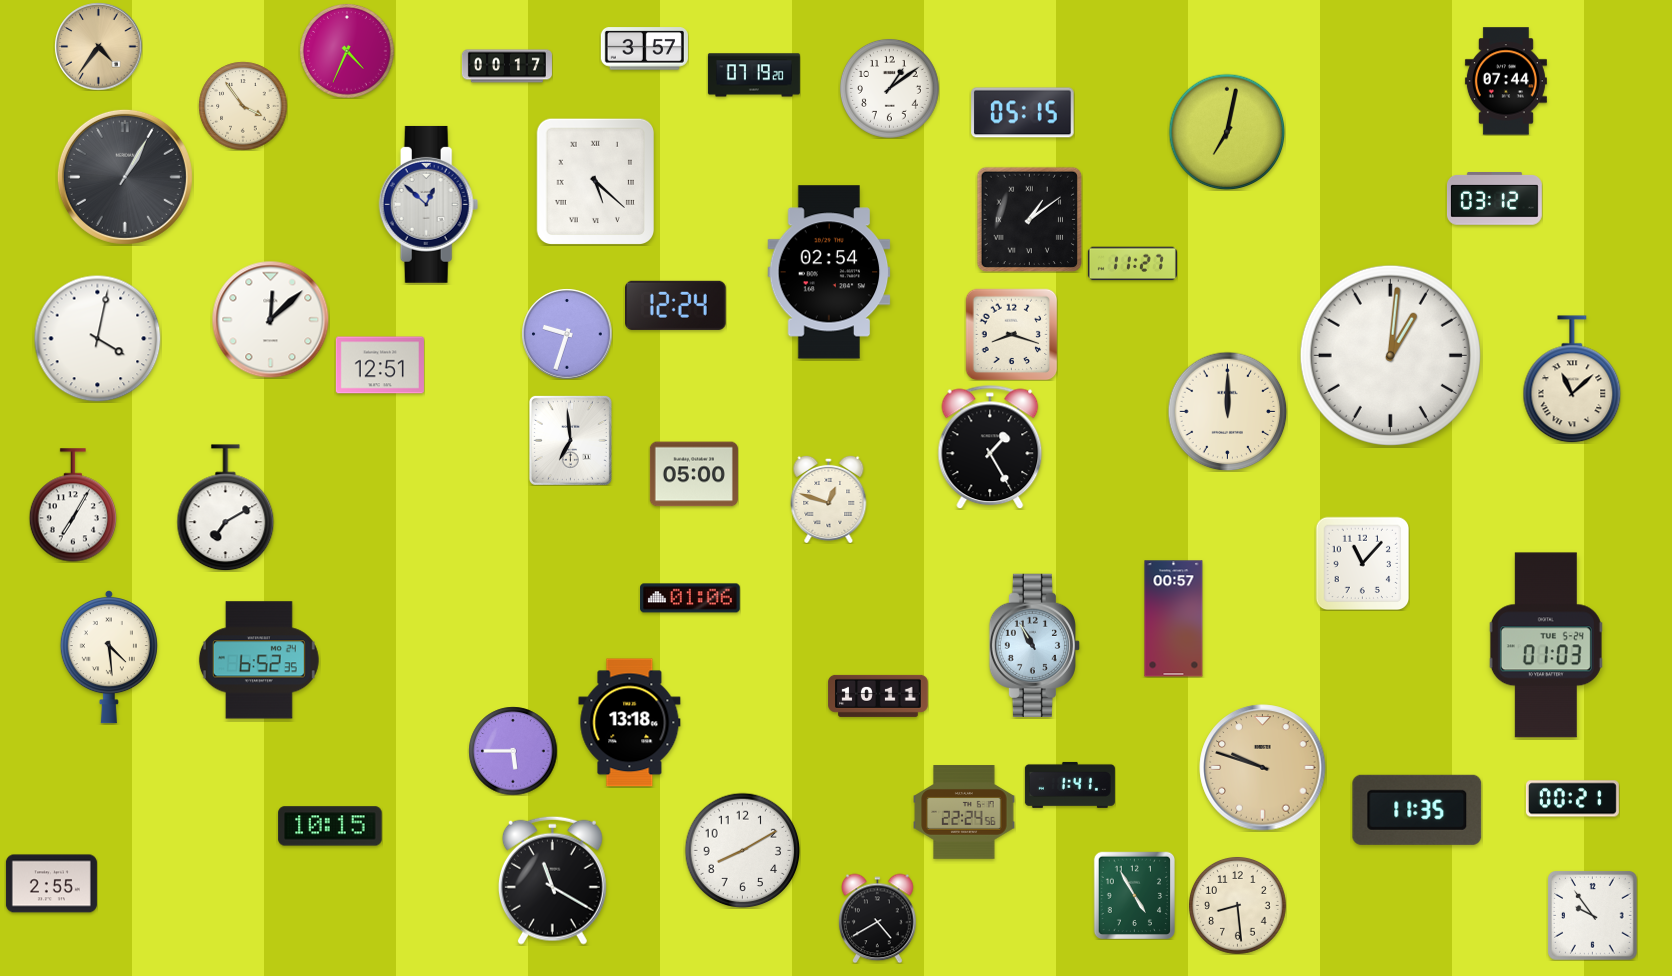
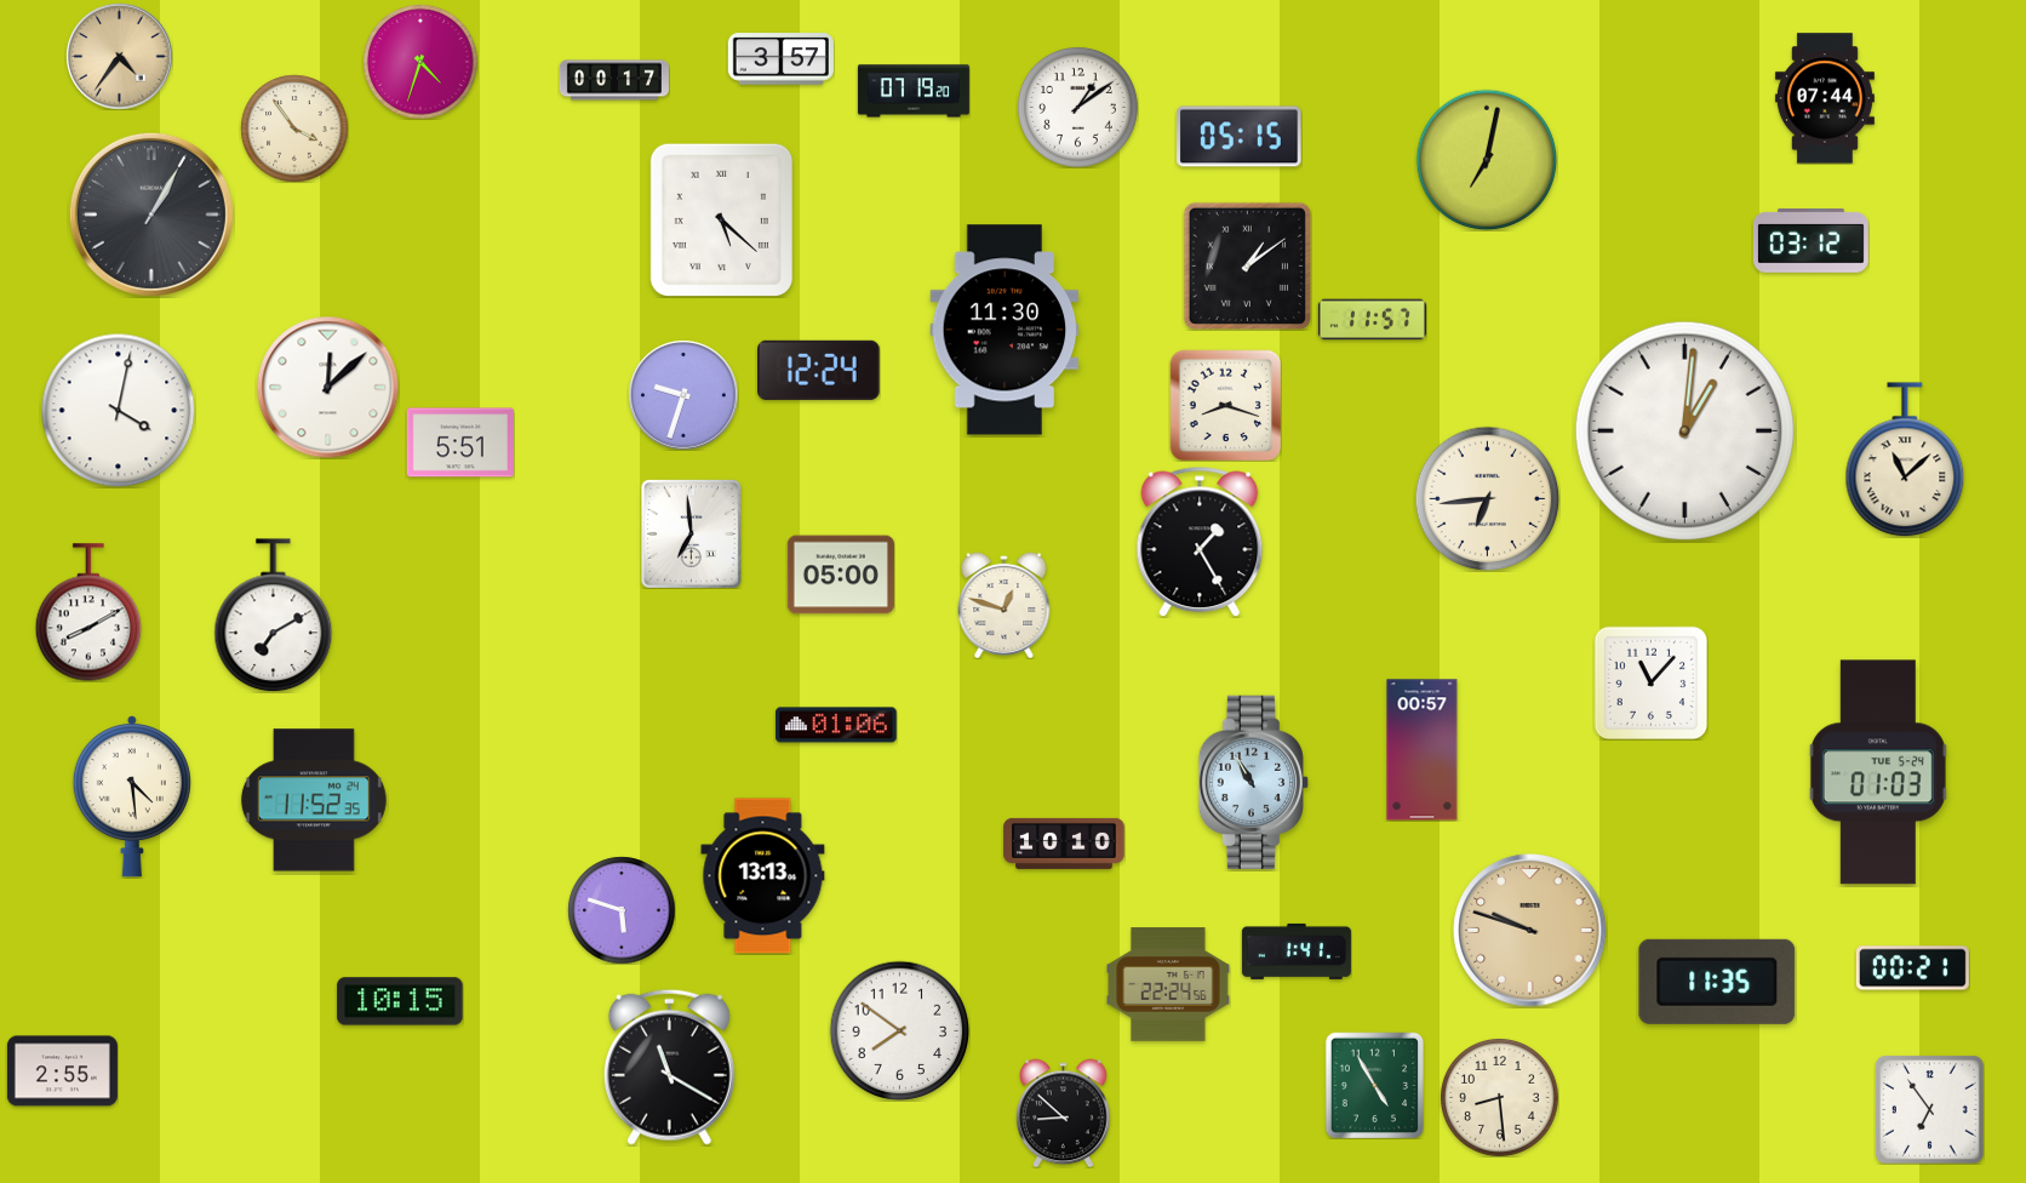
clock at (347, 51): 4:34 -> 4:33
clock at (429, 204): 12:52 -> none
clock at (1132, 264): 11:27 -> 11:57
clock at (829, 272): 02:54 -> 11:30
clock at (567, 334) position: (567, 334) -> (683, 395)
clock at (380, 365): 12:51 -> 5:51
clock at (1227, 411): 12:00 -> 6:44
clock at (72, 505): 7:05 -> 8:10
clock at (1546, 645) position: (1546, 645) -> (1878, 772)
clock at (259, 660): 6:52 -> 11:52
clock at (878, 696): 10:11 -> 10:10
clock at (630, 723): 13:18 -> 13:13
clock at (513, 751): 5:45 -> 5:48
clock at (1572, 799) position: (1572, 799) -> (1912, 968)
clock at (742, 850): 8:10 -> 7:51
clock at (1593, 916): 9:54 -> 6:54
clock at (878, 918): 4:40 -> 8:52
